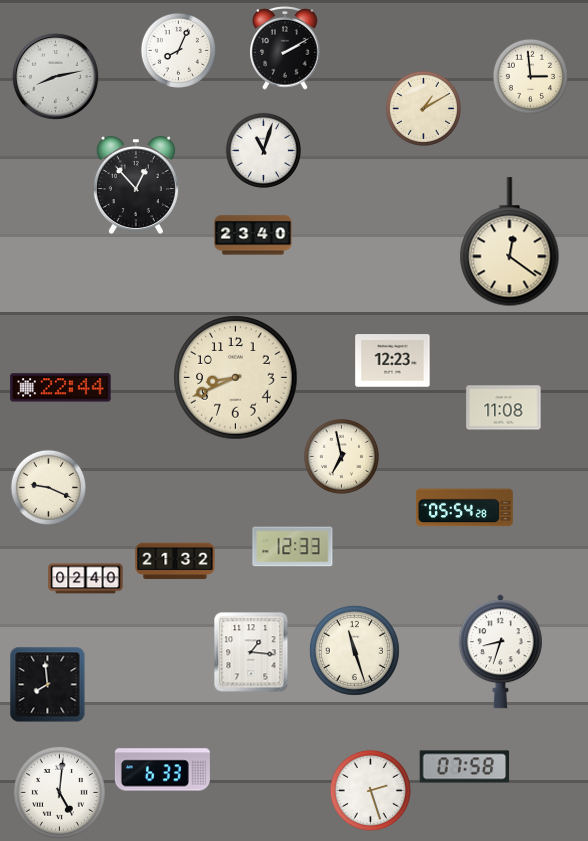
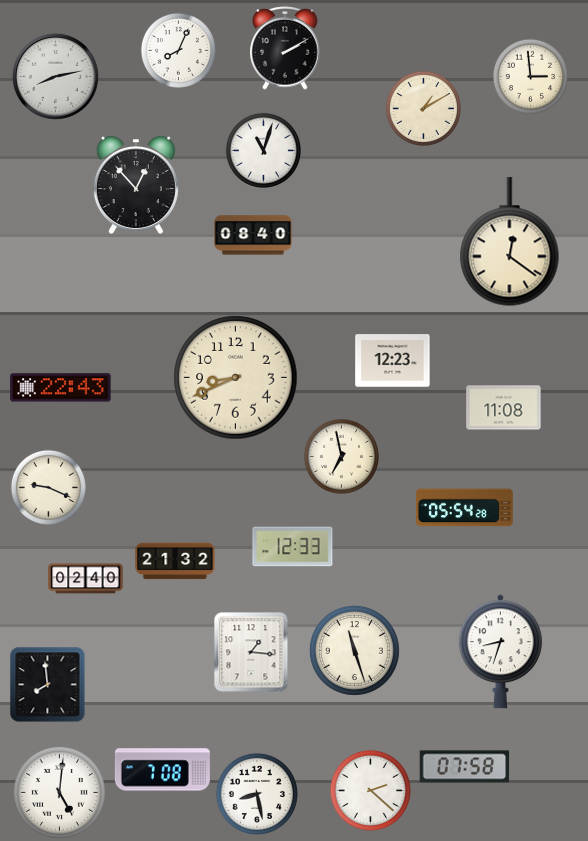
clock at (253, 235): 23:40 -> 08:40
clock at (61, 388): 22:44 -> 22:43
clock at (162, 770): 6:33 -> 7:08
clock at (370, 790): 2:27 -> 2:22
clock at (257, 794): none -> 8:28
